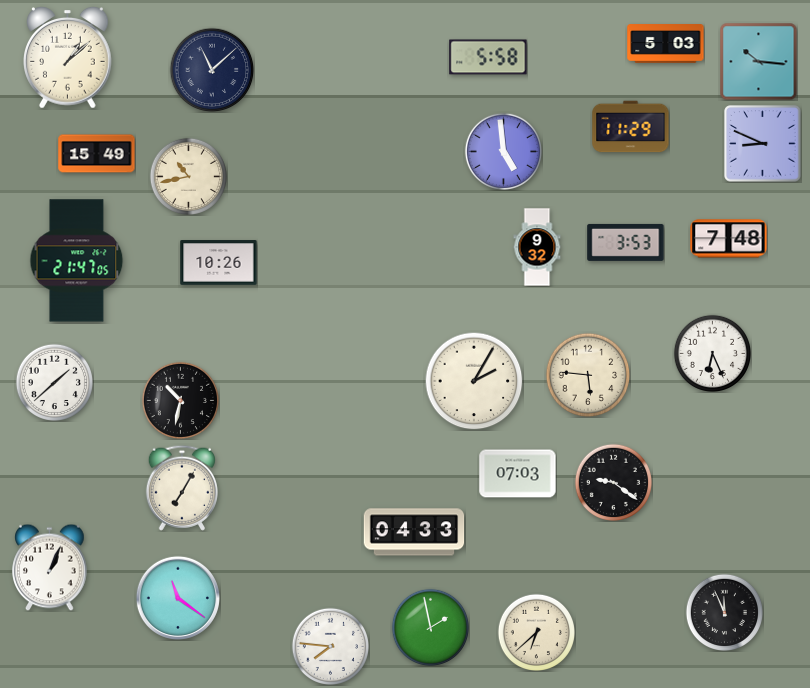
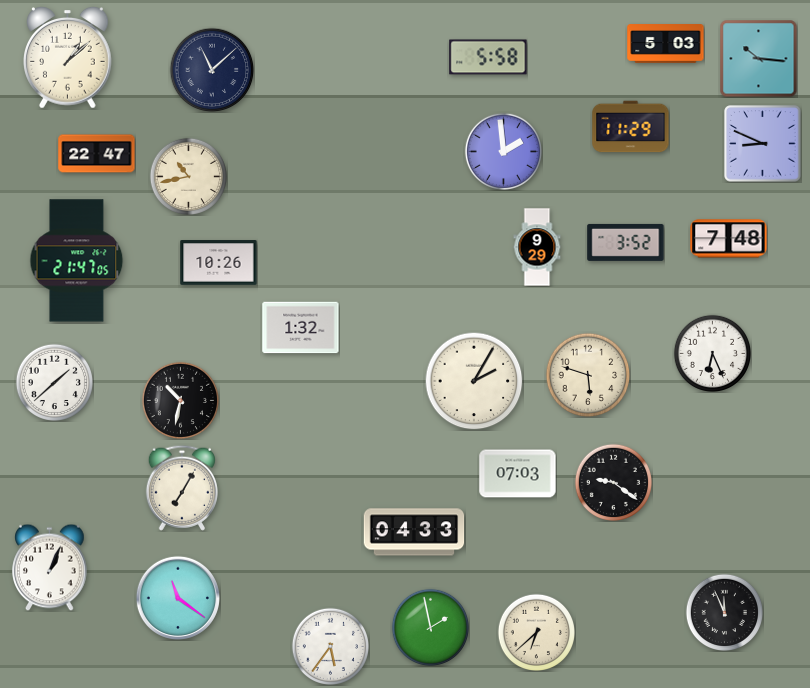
clock at (758, 61) position: (758, 61) -> (758, 58)
clock at (503, 151): 4:59 -> 1:59
clock at (97, 154): 15:49 -> 22:47
clock at (626, 242): 3:53 -> 3:52
clock at (537, 247): 9:32 -> 9:29
clock at (301, 328): none -> 1:32
clock at (588, 375): 5:46 -> 5:48
clock at (330, 646): 7:46 -> 5:36
